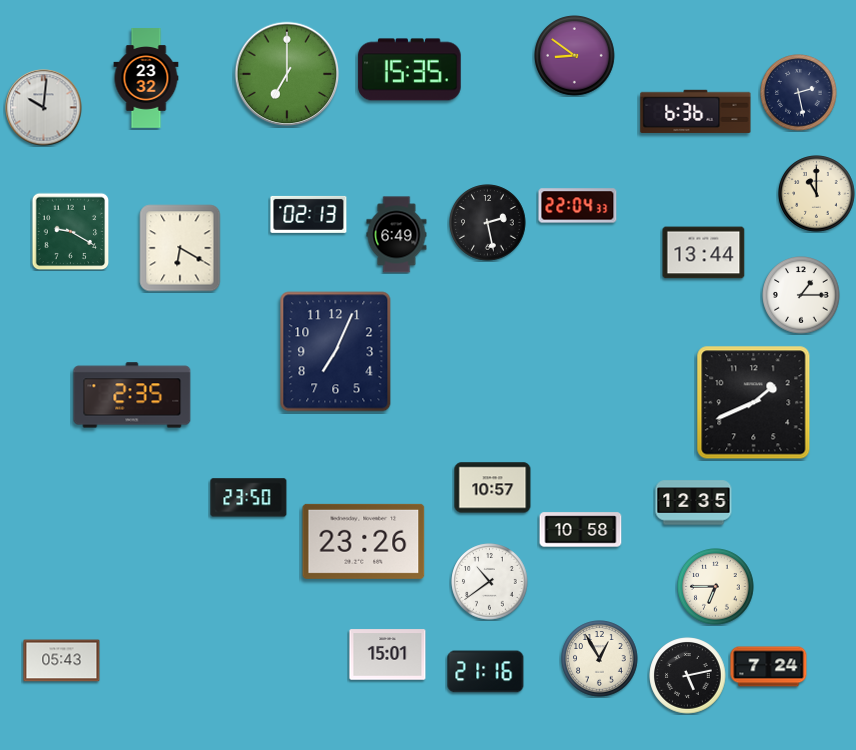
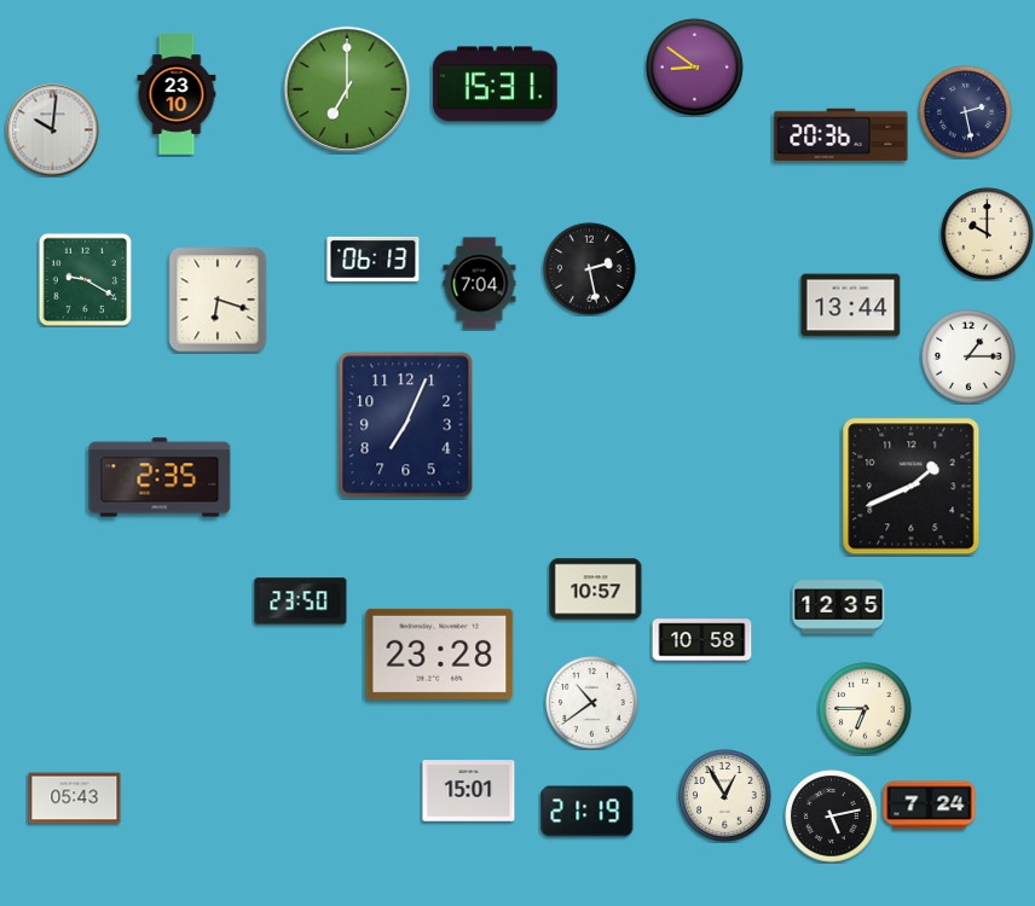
clock at (410, 70): 15:35 -> 15:31
clock at (146, 78): 23:32 -> 23:10
clock at (696, 111): 6:36 -> 20:36
clock at (817, 194): 11:00 -> 10:00
clock at (578, 206): 22:04 -> none
clock at (309, 214): 02:13 -> 06:13
clock at (397, 235): 6:49 -> 7:04
clock at (180, 248): 6:20 -> 6:18
clock at (364, 541): 23:26 -> 23:28
clock at (486, 672): 21:16 -> 21:19
